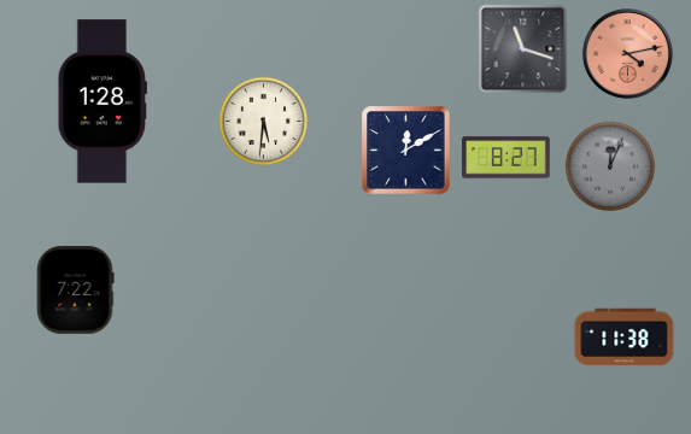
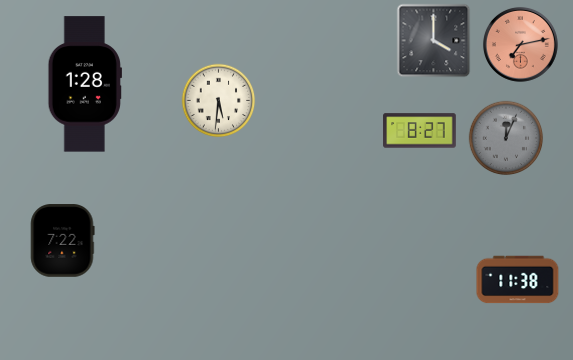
clock at (523, 49): 11:18 -> 4:00
clock at (627, 53): 4:13 -> 7:13
clock at (406, 151): 12:10 -> none
